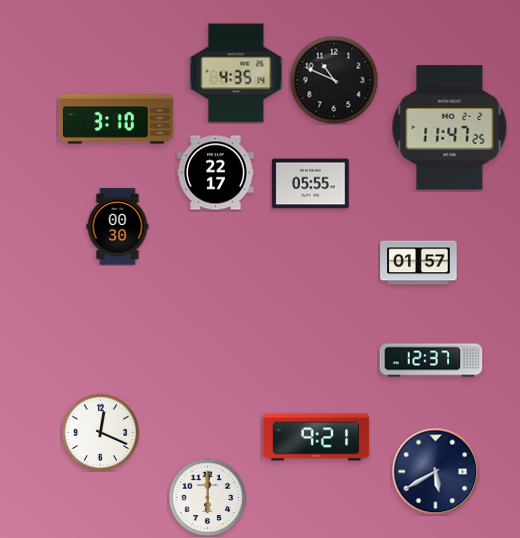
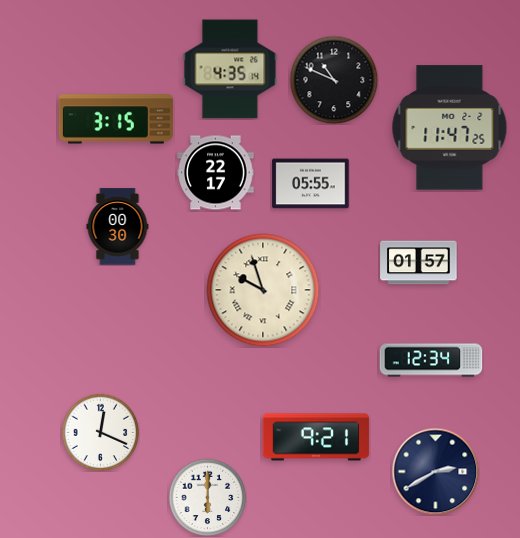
clock at (236, 73) position: (236, 73) -> (230, 69)
clock at (116, 119): 3:10 -> 3:15
clock at (263, 290): none -> 9:57
clock at (431, 360): 12:37 -> 12:34
clock at (435, 471): 5:40 -> 2:40
